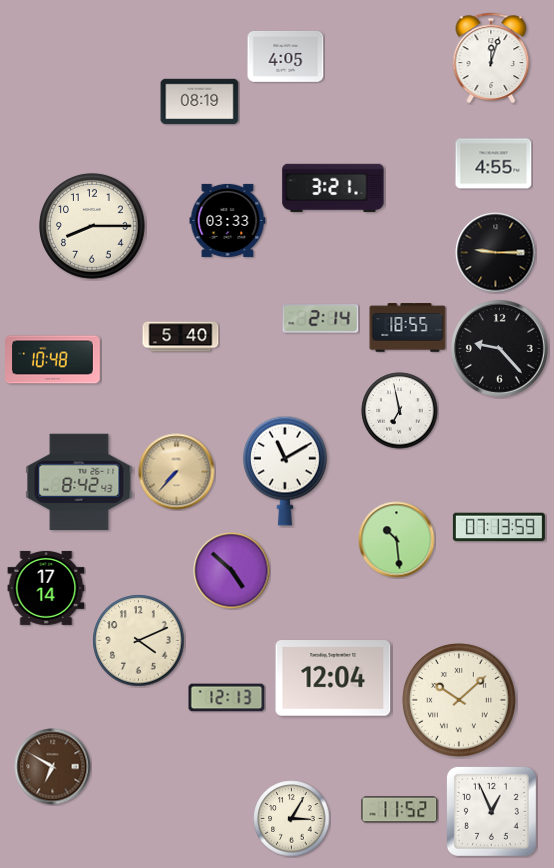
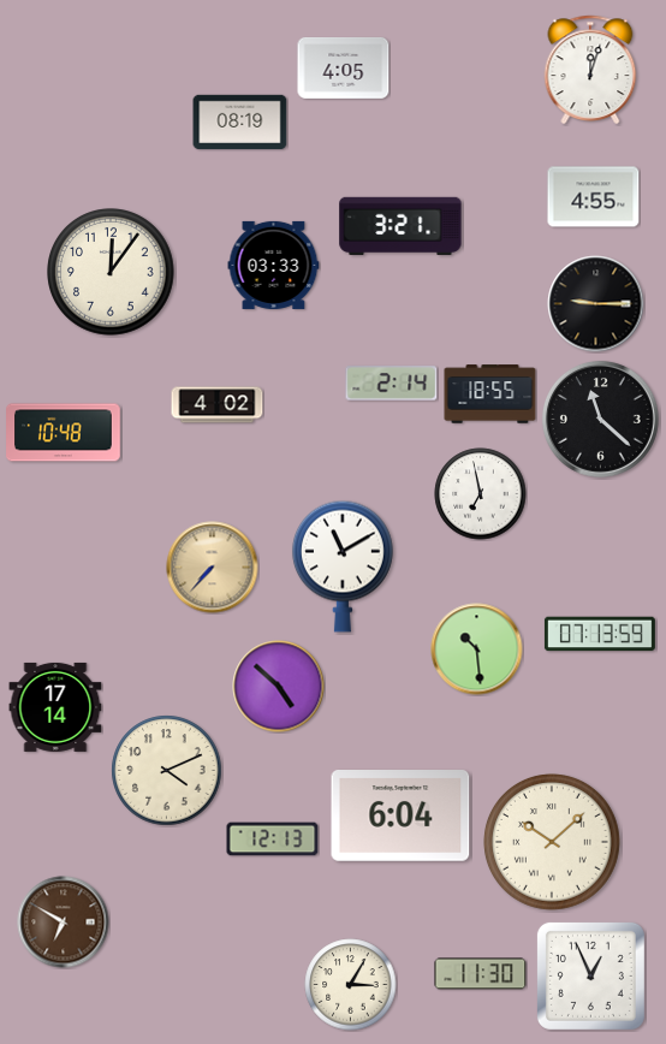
clock at (92, 226): 8:15 -> 12:06
clock at (321, 319) position: (321, 319) -> (392, 384)
clock at (181, 337): 5:40 -> 4:02
clock at (499, 348): 9:23 -> 11:22
clock at (79, 481): 8:42 -> none
clock at (333, 679): 12:04 -> 6:04
clock at (400, 810): 11:52 -> 11:30
